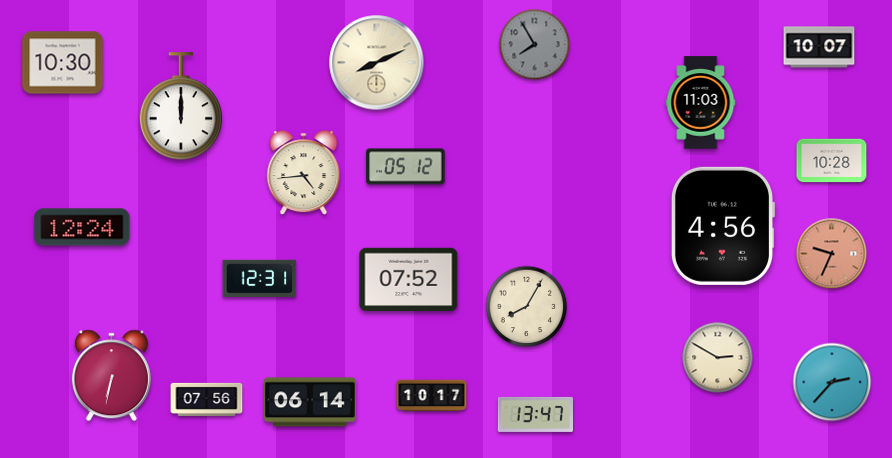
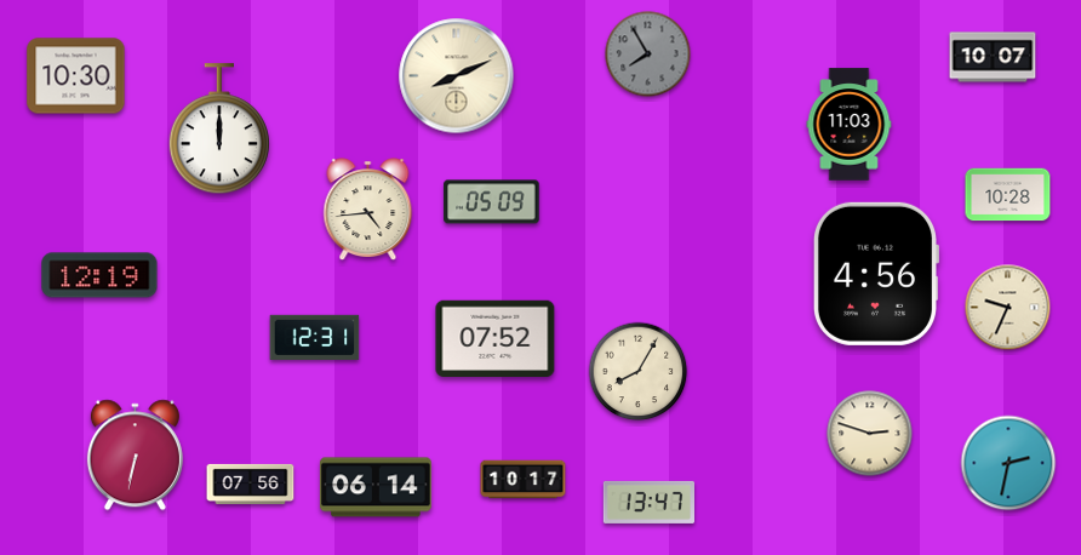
clock at (406, 167): 05:12 -> 05:09
clock at (82, 227): 12:24 -> 12:19
clock at (832, 254) dial: salmon -> cream
clock at (718, 358): 2:50 -> 2:48
clock at (832, 382): 2:37 -> 2:32
